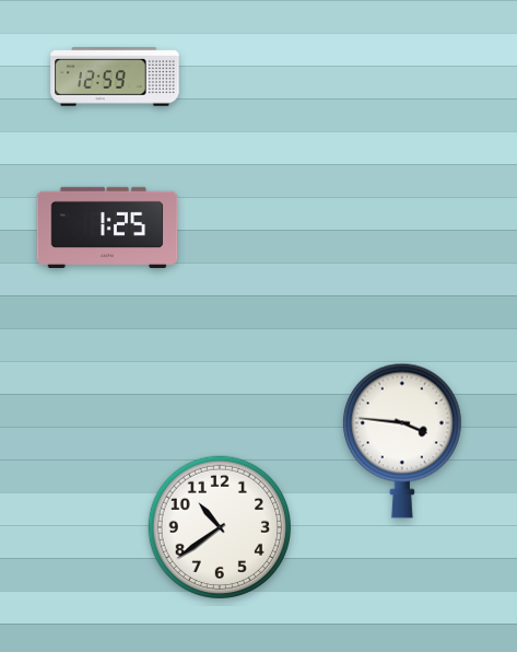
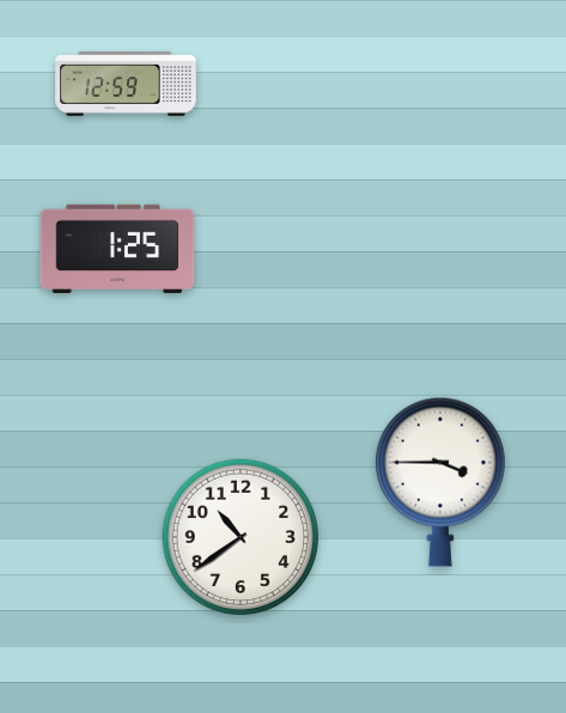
clock at (402, 441): 3:46 -> 3:45
clock at (219, 526) position: (219, 526) -> (239, 536)
